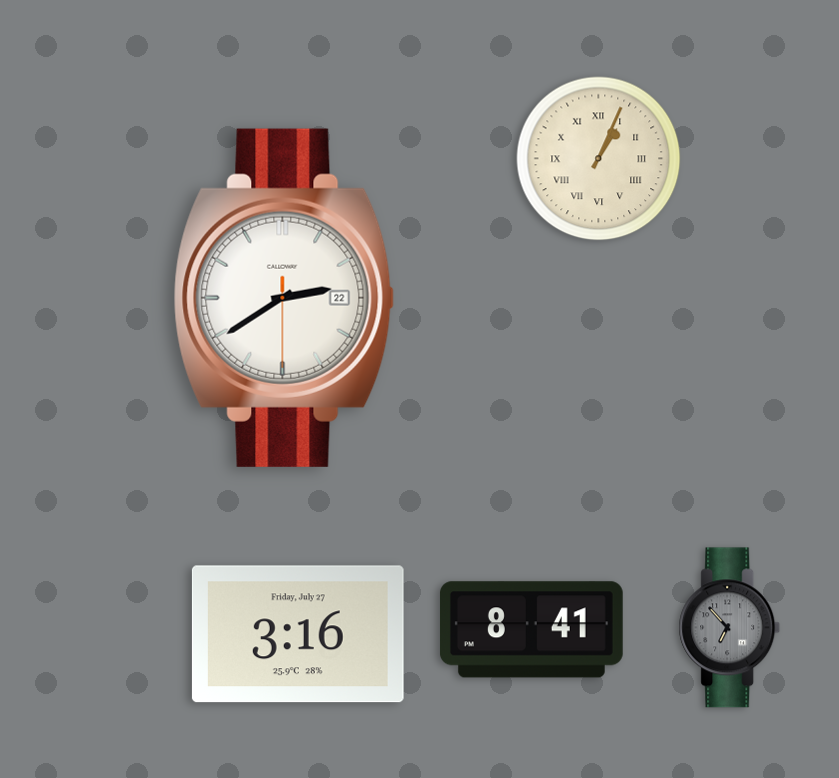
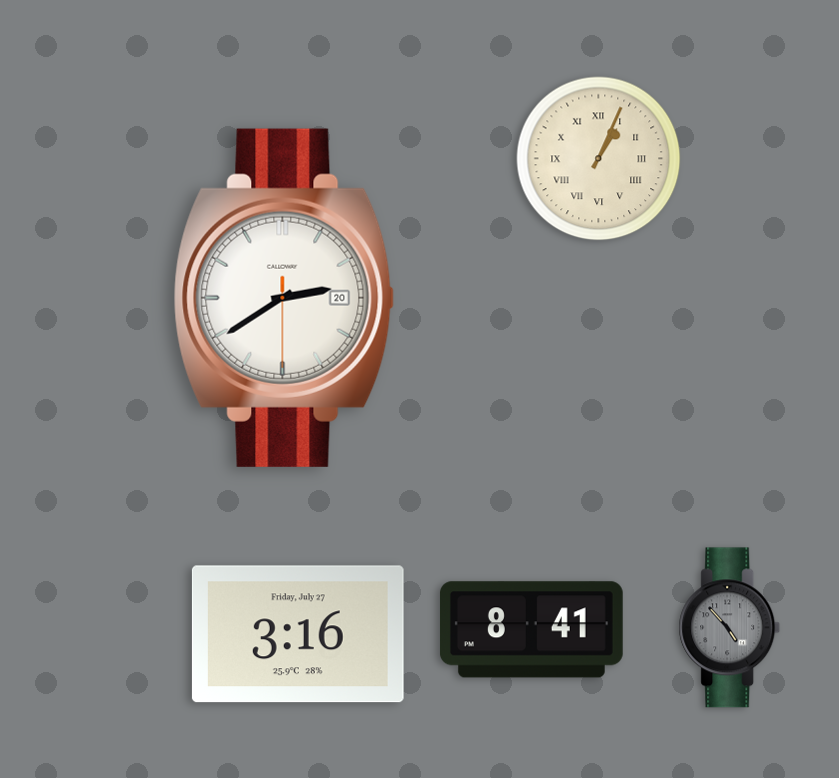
clock at (284, 298) date: 22 -> 20
clock at (730, 628): 6:53 -> 4:53
